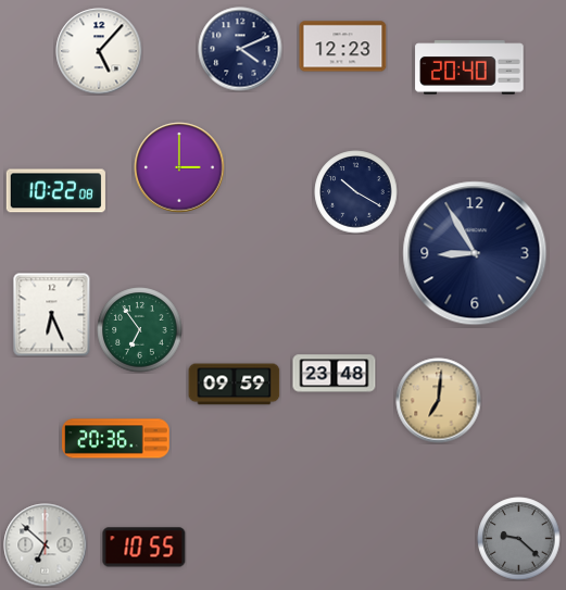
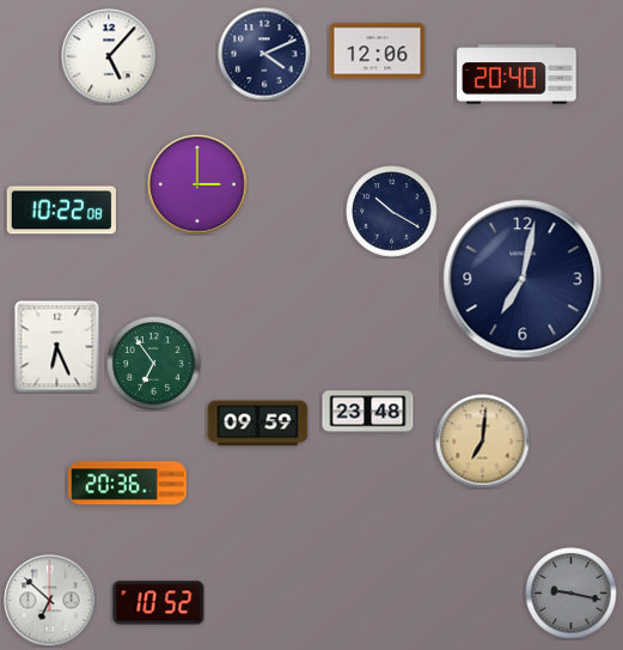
clock at (343, 47): 12:23 -> 12:06
clock at (475, 253): 8:55 -> 7:02
clock at (519, 539): 9:22 -> 9:17
clock at (144, 548): 10:55 -> 10:52
